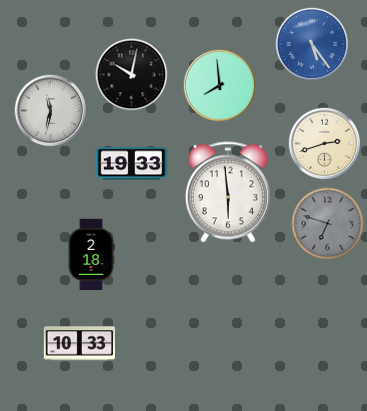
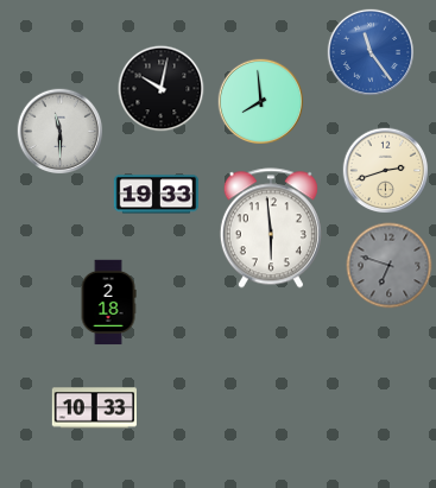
clock at (311, 43): 5:24 -> 11:24
clock at (132, 75) position: (132, 75) -> (162, 89)
clock at (51, 111): 11:32 -> 11:30
